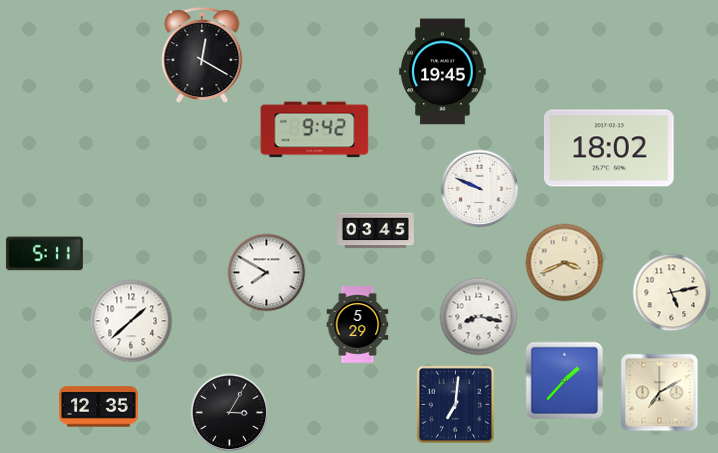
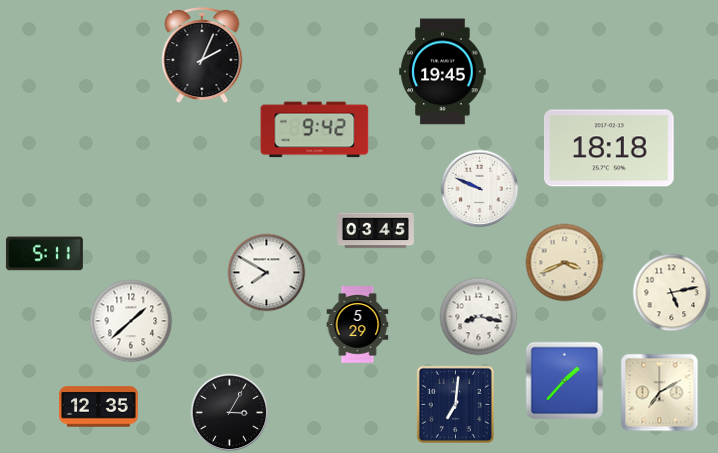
clock at (202, 55): 12:20 -> 2:04
clock at (610, 148): 18:02 -> 18:18
